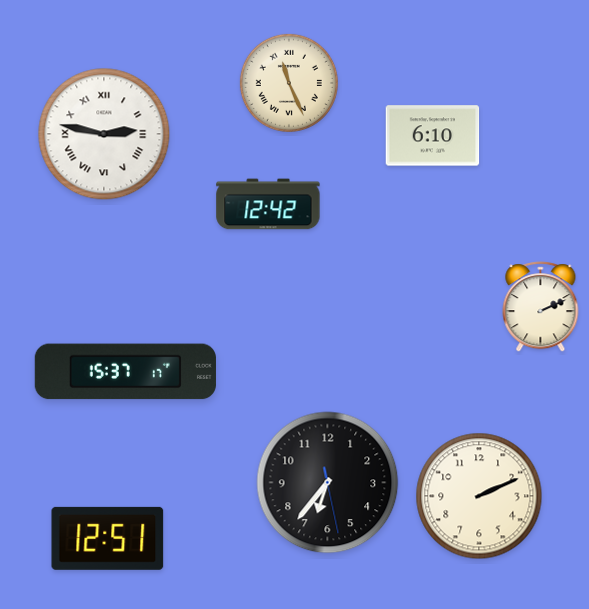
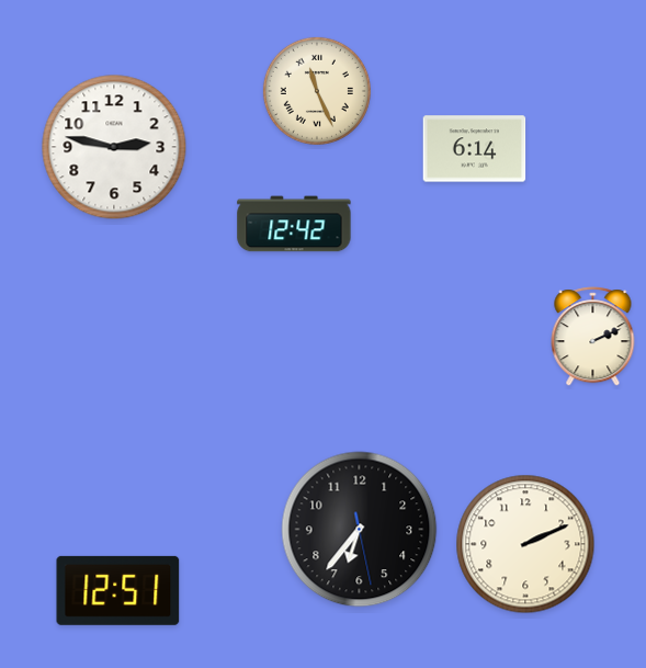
clock at (104, 134) numerals: Roman -> Arabic
clock at (433, 136): 6:10 -> 6:14
clock at (125, 372): 15:37 -> none
